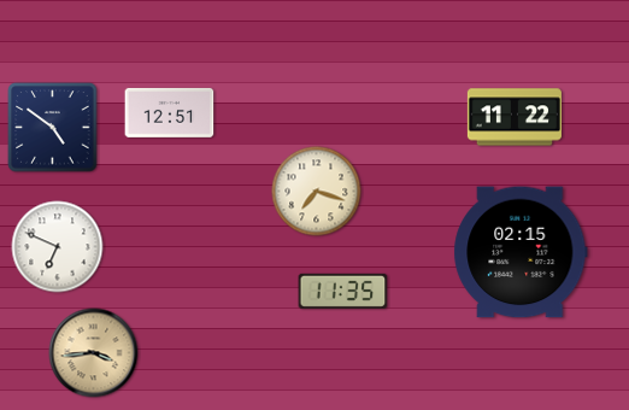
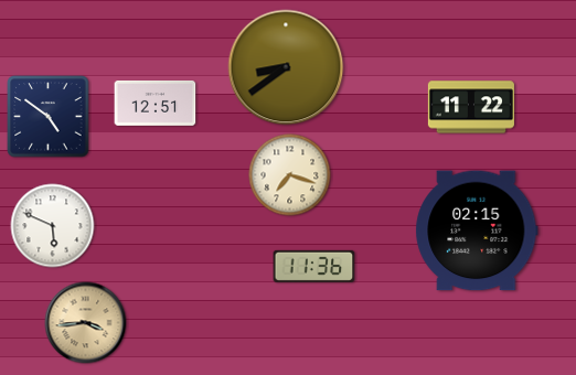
clock at (286, 67): none -> 8:39
clock at (58, 247): 6:49 -> 5:49
clock at (343, 291): 11:35 -> 11:36
